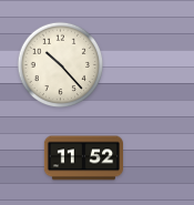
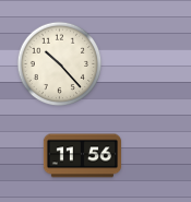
clock at (83, 158): 11:52 -> 11:56
